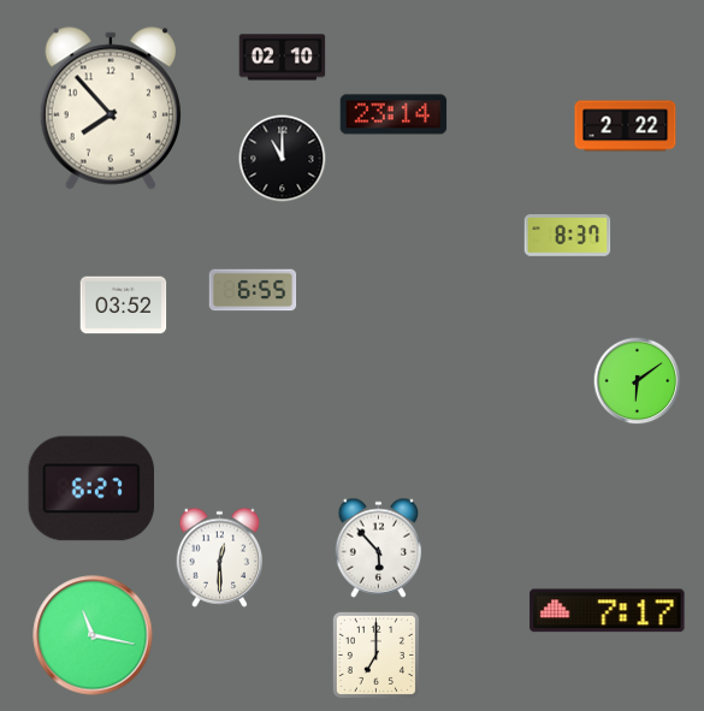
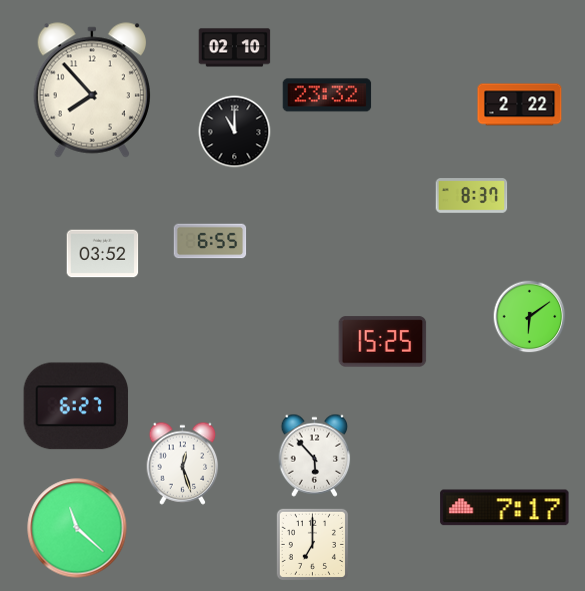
clock at (394, 114): 23:14 -> 23:32
clock at (383, 342): none -> 15:25
clock at (220, 557): 12:30 -> 12:27
clock at (93, 635): 11:17 -> 11:22
